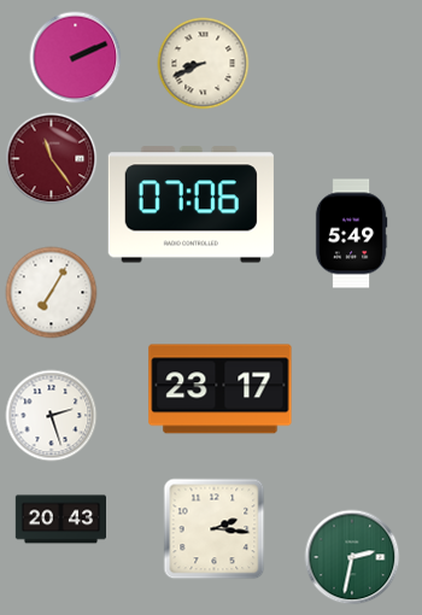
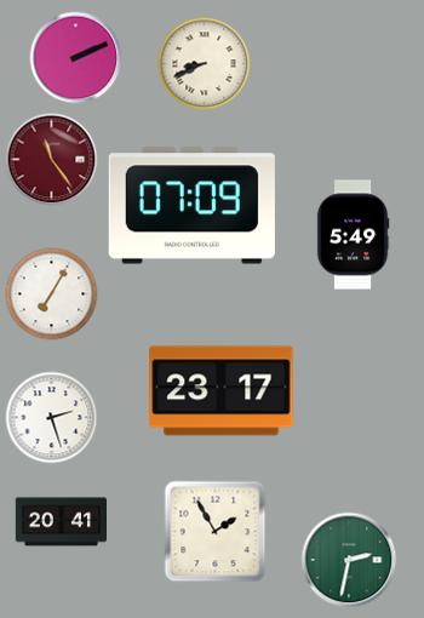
clock at (191, 205): 07:06 -> 07:09
clock at (60, 520): 20:43 -> 20:41
clock at (215, 529): 2:16 -> 1:55
clock at (352, 557) position: (352, 557) -> (349, 560)
